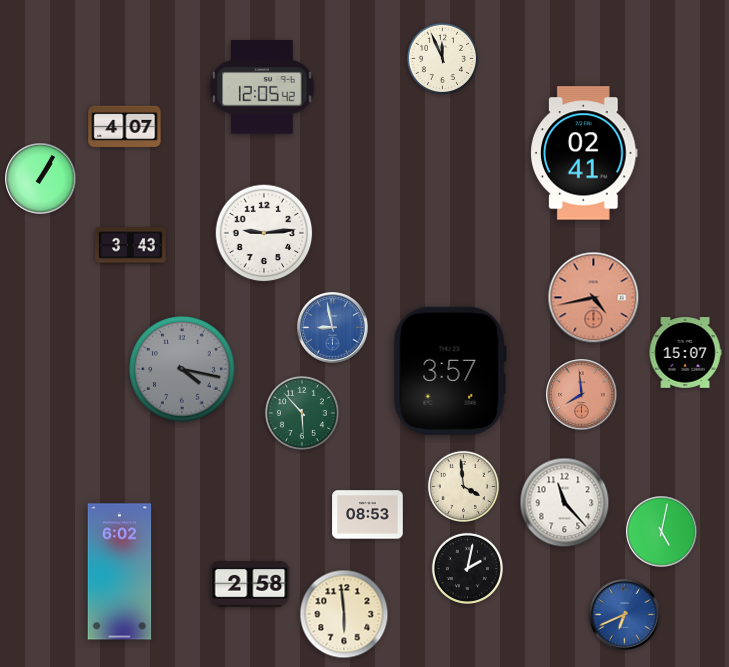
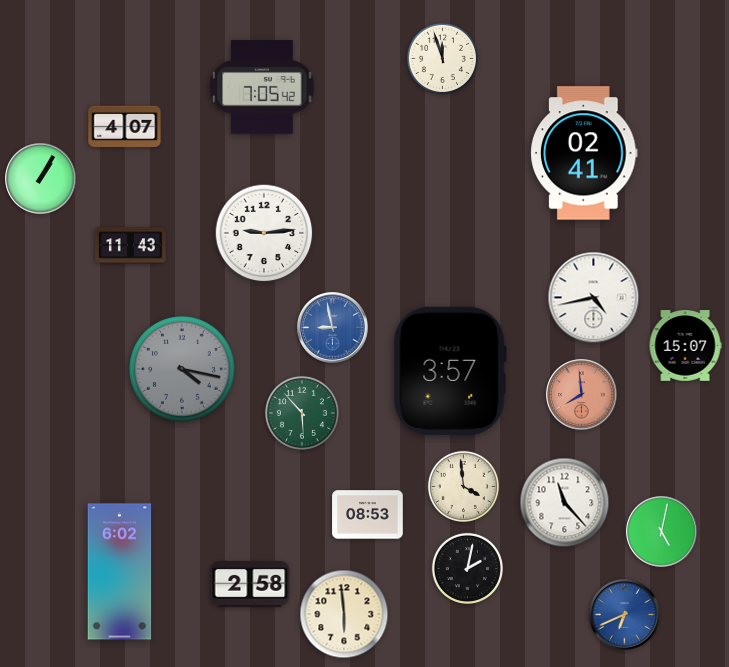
clock at (442, 58): 11:56 -> 11:57
clock at (262, 87): 12:05 -> 7:05
clock at (131, 246): 3:43 -> 11:43
clock at (594, 298) dial: salmon -> white
clock at (685, 353) position: (685, 353) -> (685, 346)
